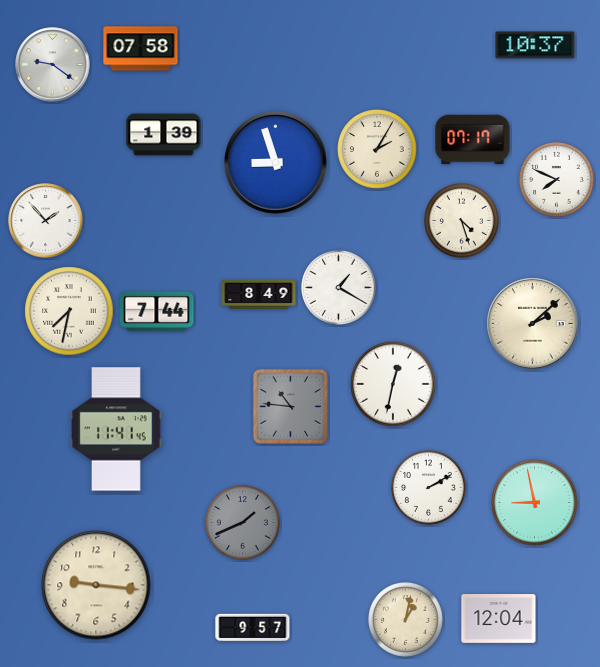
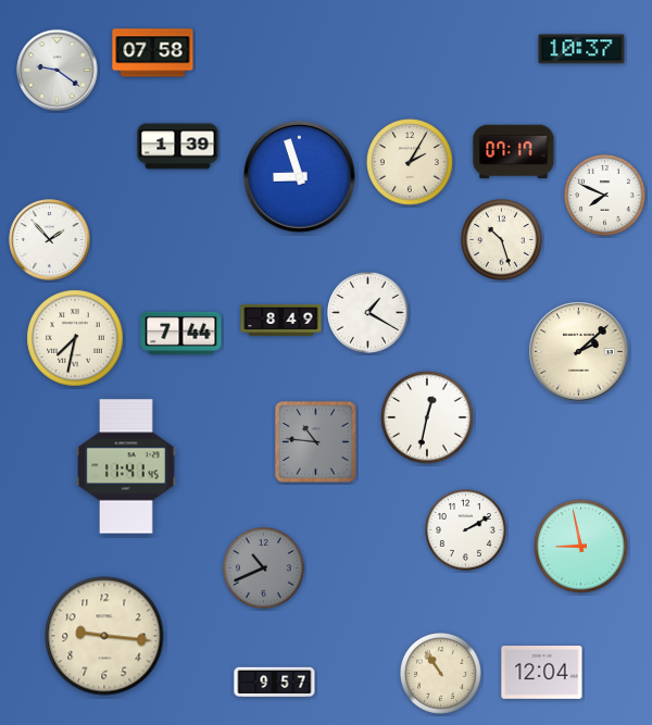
clock at (462, 221): 4:27 -> 10:27
clock at (157, 311) position: (157, 311) -> (181, 333)
clock at (243, 523): 1:41 -> 10:41
clock at (406, 620): 1:02 -> 10:54
